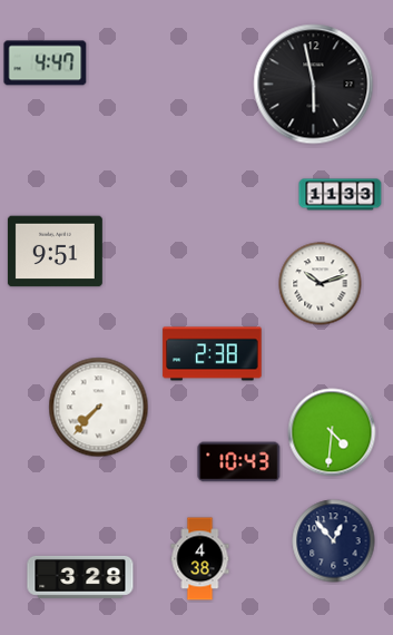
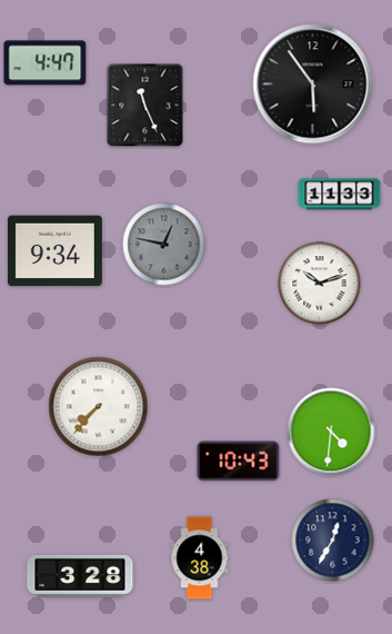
clock at (314, 85): 5:58 -> 5:54
clock at (145, 106): none -> 11:26
clock at (164, 245): none -> 12:47
clock at (55, 252): 9:51 -> 9:34
clock at (213, 354): 2:38 -> none
clock at (334, 541): 12:53 -> 12:35
